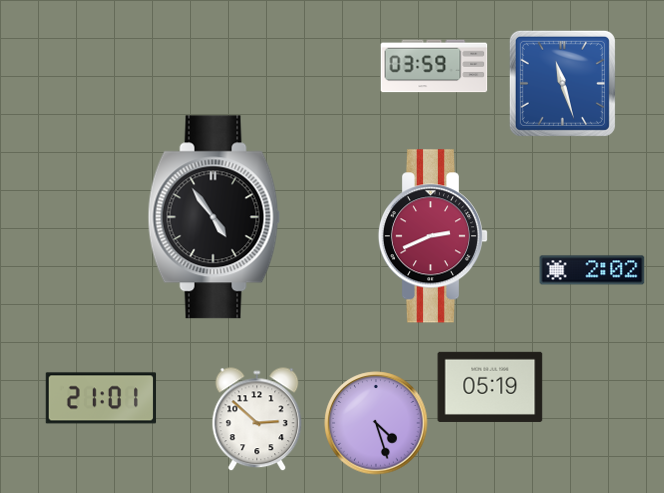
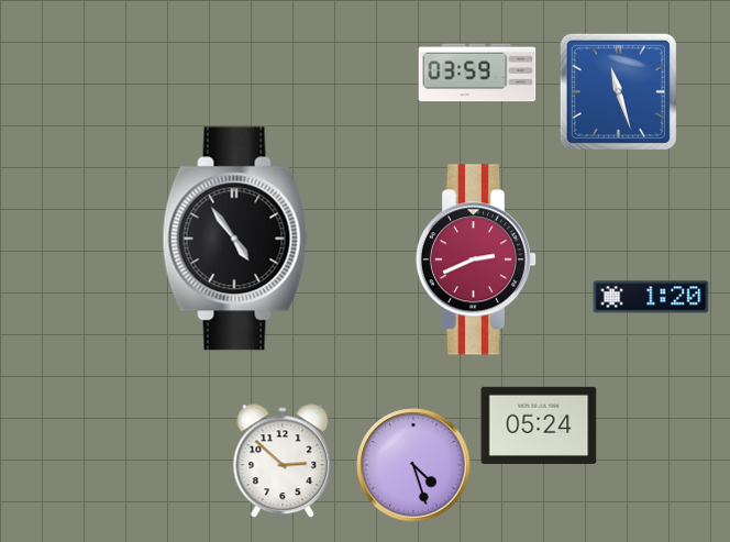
clock at (592, 270): 2:02 -> 1:20
clock at (490, 387): 05:19 -> 05:24
clock at (101, 398): 21:01 -> none
